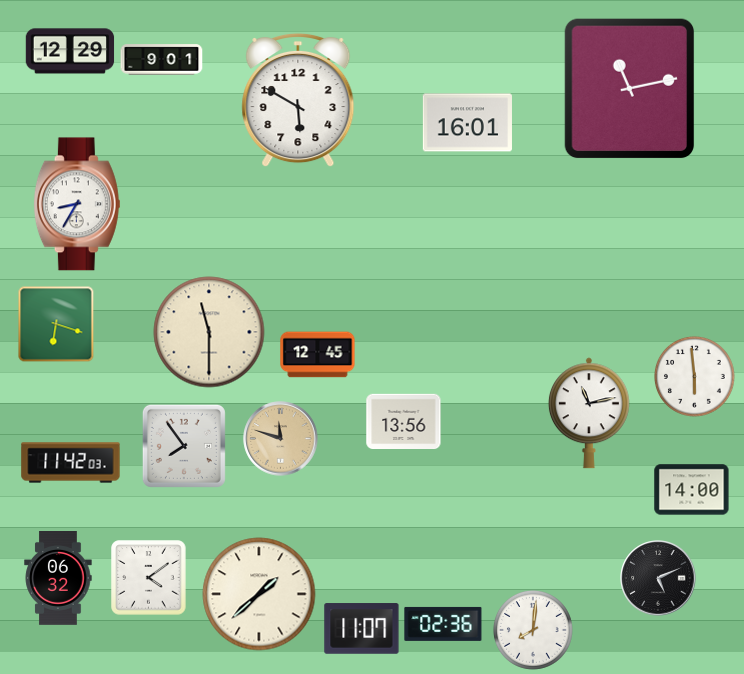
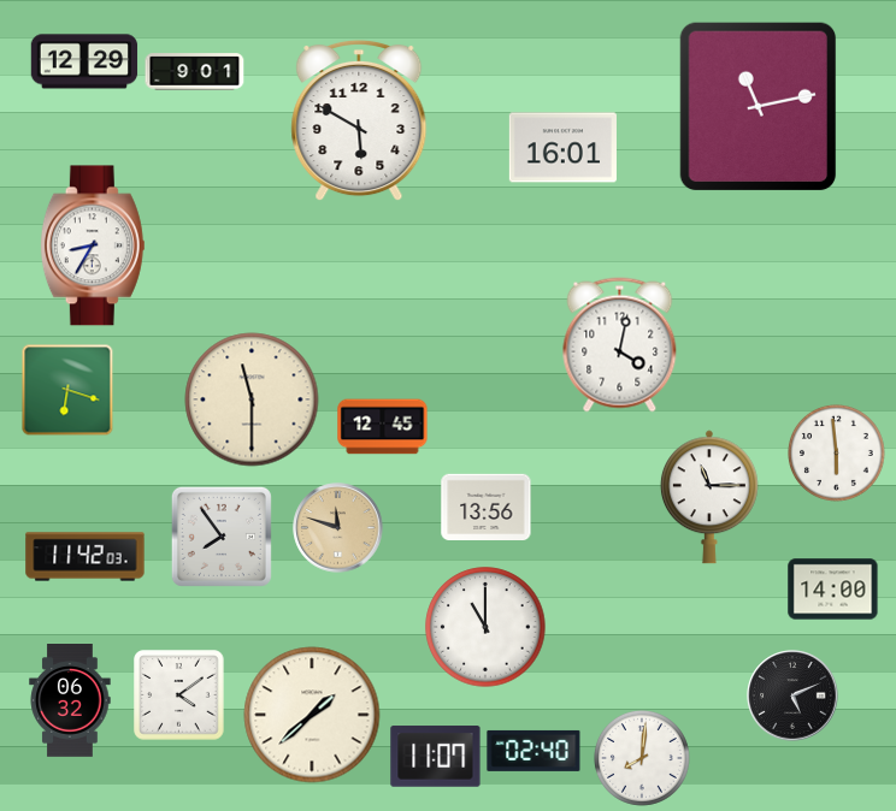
clock at (620, 345): none -> 4:02
clock at (589, 413): 11:13 -> 11:15
clock at (485, 627): none -> 11:00
clock at (58, 579) position: (58, 579) -> (70, 702)
clock at (443, 624): 02:36 -> 02:40
